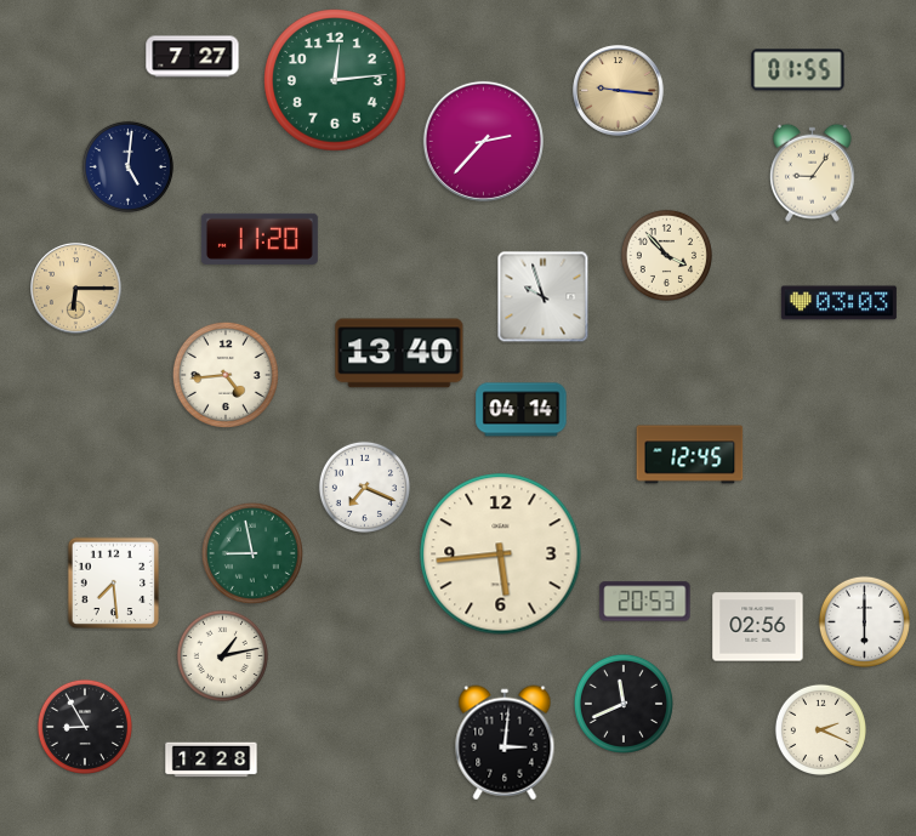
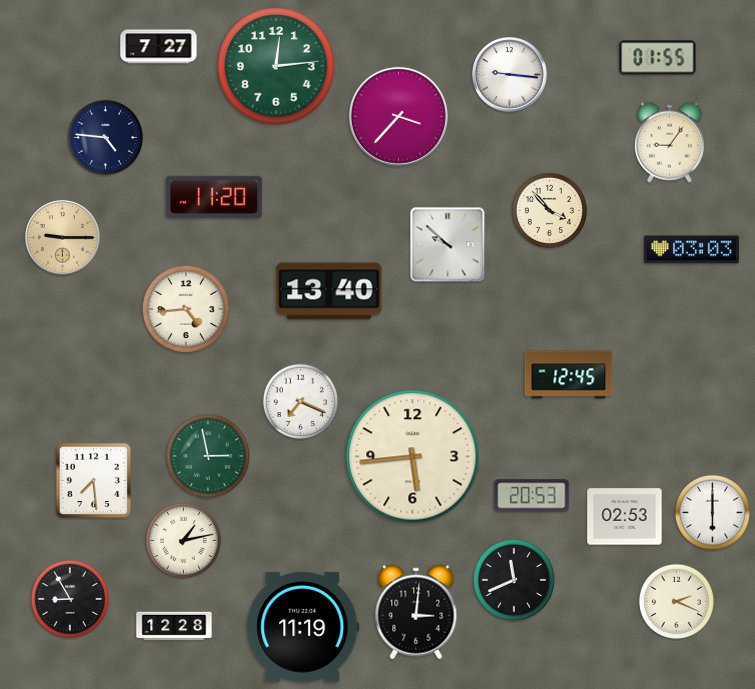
clock at (619, 91) dial: champagne -> white
clock at (483, 141): 2:37 -> 3:37
clock at (127, 166): 5:01 -> 4:46
clock at (76, 289): 6:15 -> 9:15
clock at (544, 297): 9:57 -> 9:52
clock at (522, 410): 04:14 -> none
clock at (252, 553): 8:58 -> 2:58
clock at (758, 627): 02:56 -> 02:53
clock at (303, 627): none -> 11:19
